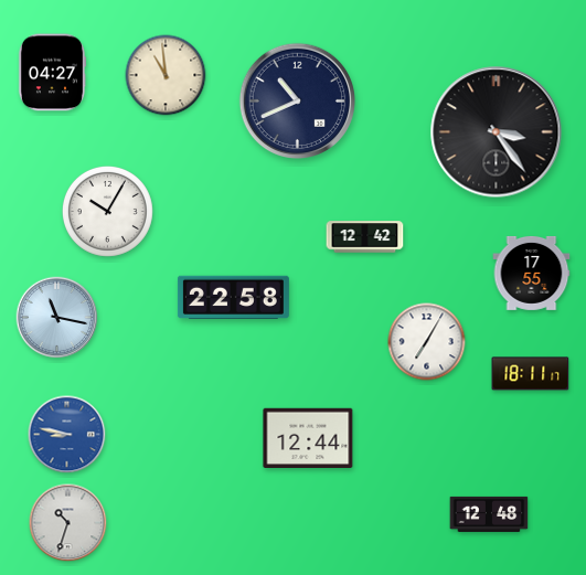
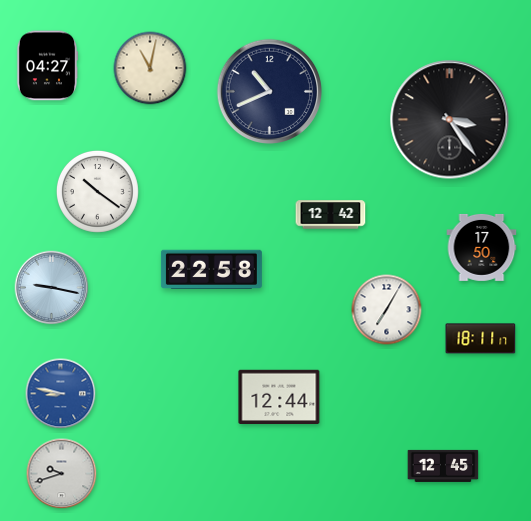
clock at (166, 75): 10:59 -> 11:02
clock at (107, 211): 10:05 -> 10:21
clock at (532, 273): 17:55 -> 17:50
clock at (57, 318): 11:17 -> 9:17
clock at (489, 514): 12:48 -> 12:45
clock at (68, 523): 10:33 -> 9:42
